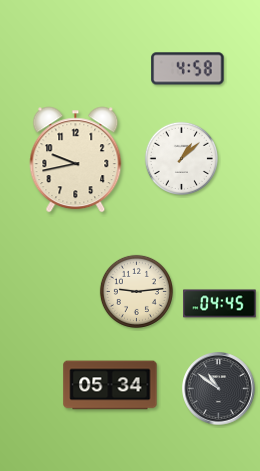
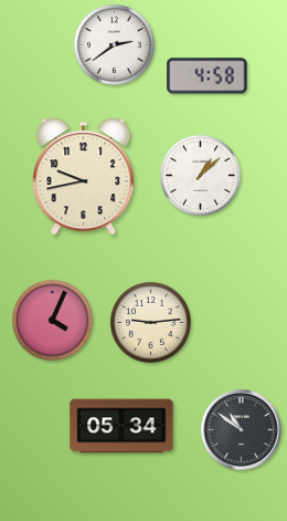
clock at (114, 44): none -> 2:39
clock at (52, 320): none -> 4:04
clock at (220, 304): 04:45 -> none
